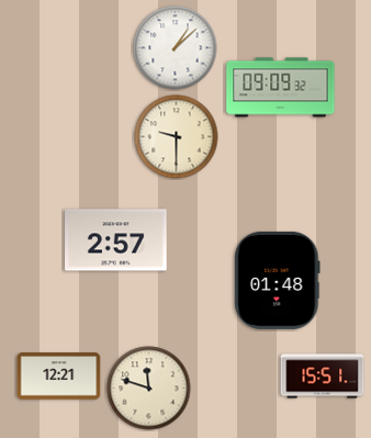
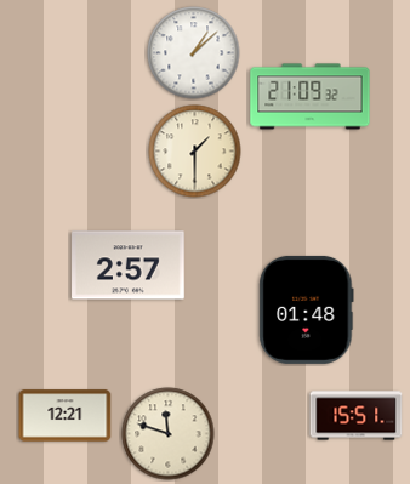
clock at (281, 88): 09:09 -> 21:09
clock at (177, 137): 9:30 -> 1:30
clock at (149, 389) position: (149, 389) -> (169, 434)
